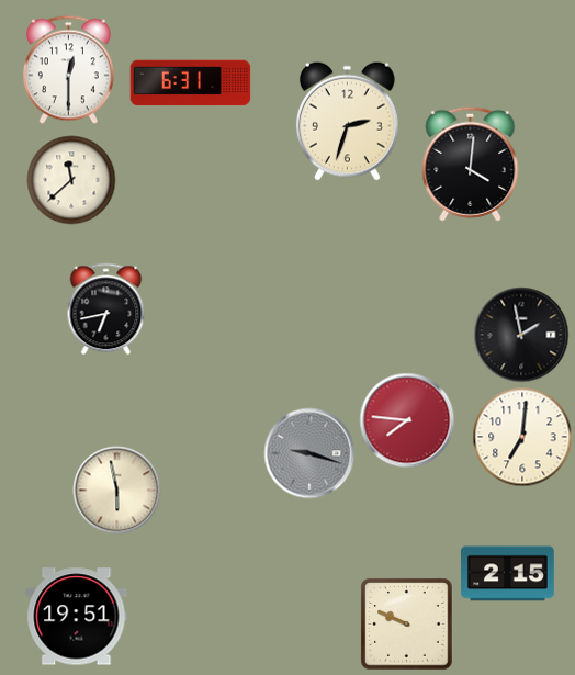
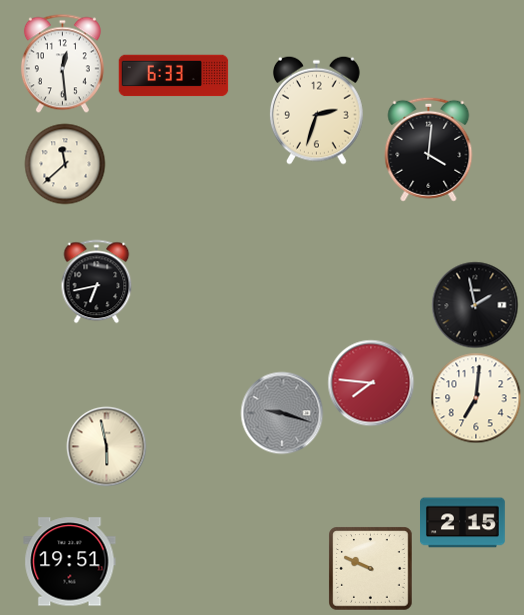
clock at (68, 70): 12:30 -> 12:29
clock at (191, 83): 6:31 -> 6:33
